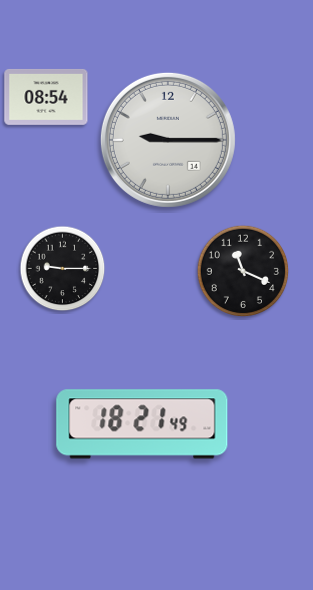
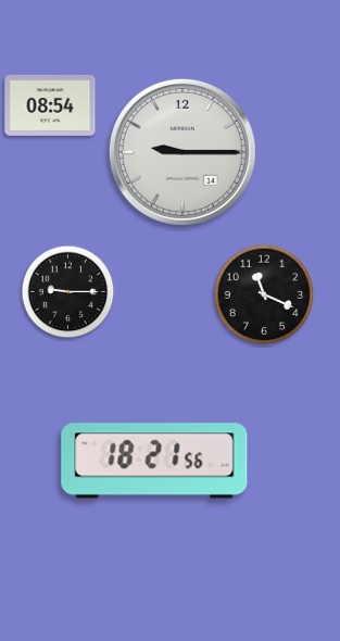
clock at (142, 424): 18:21:49 -> 18:21:56
